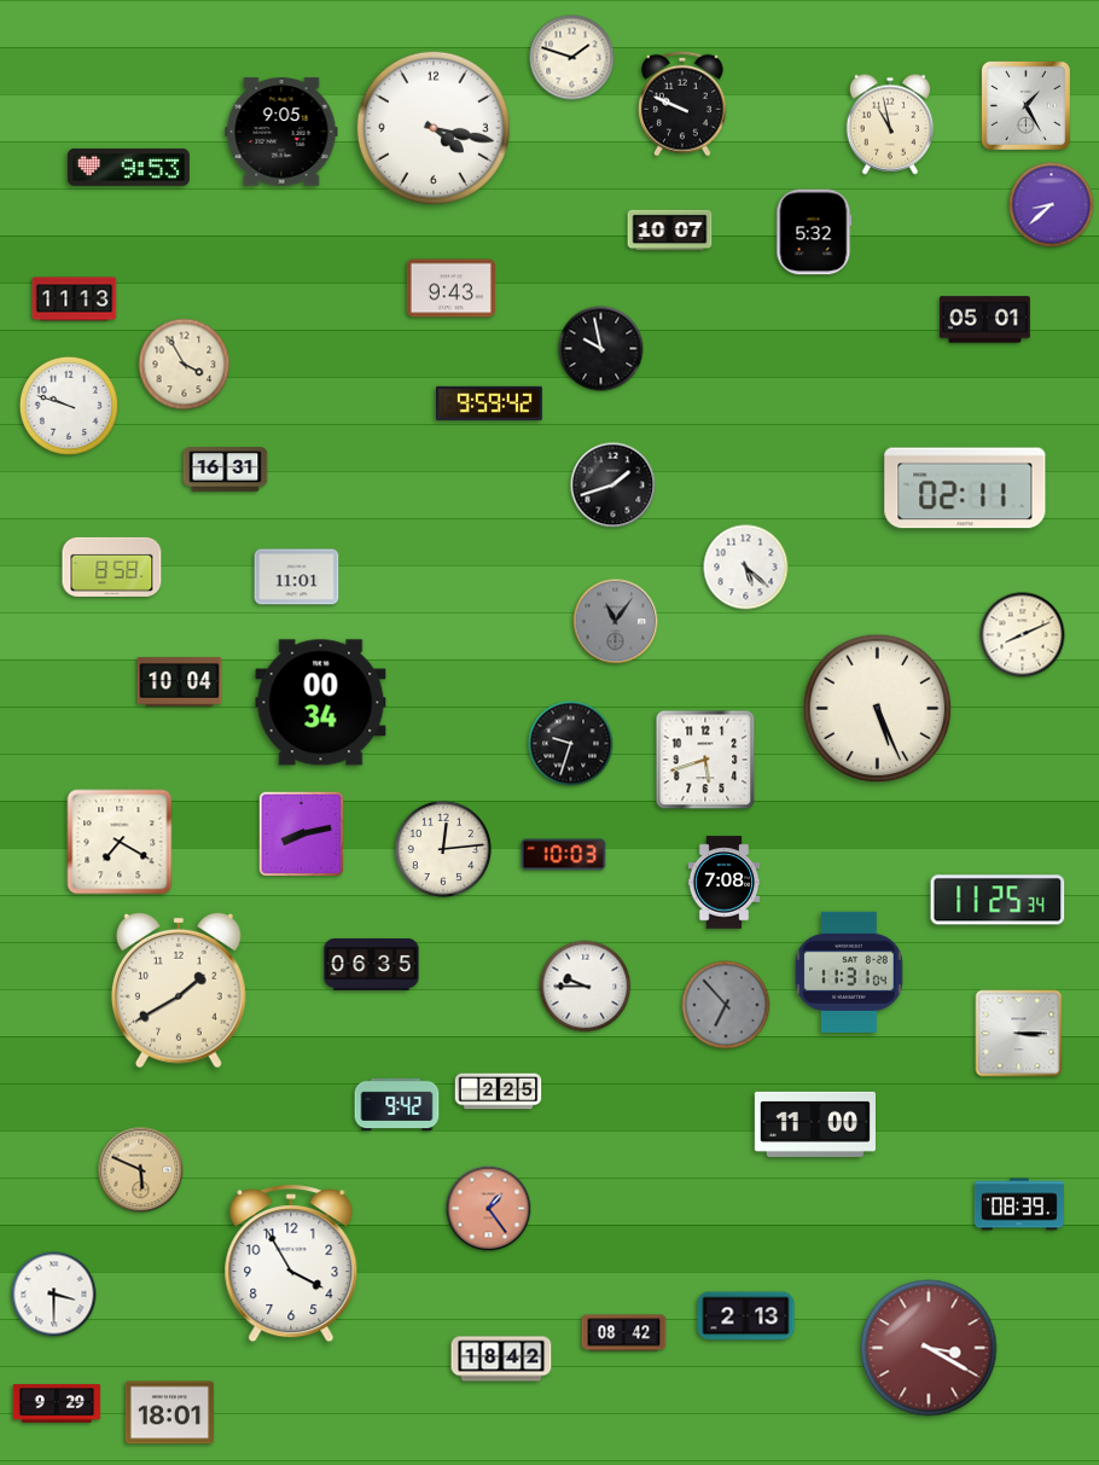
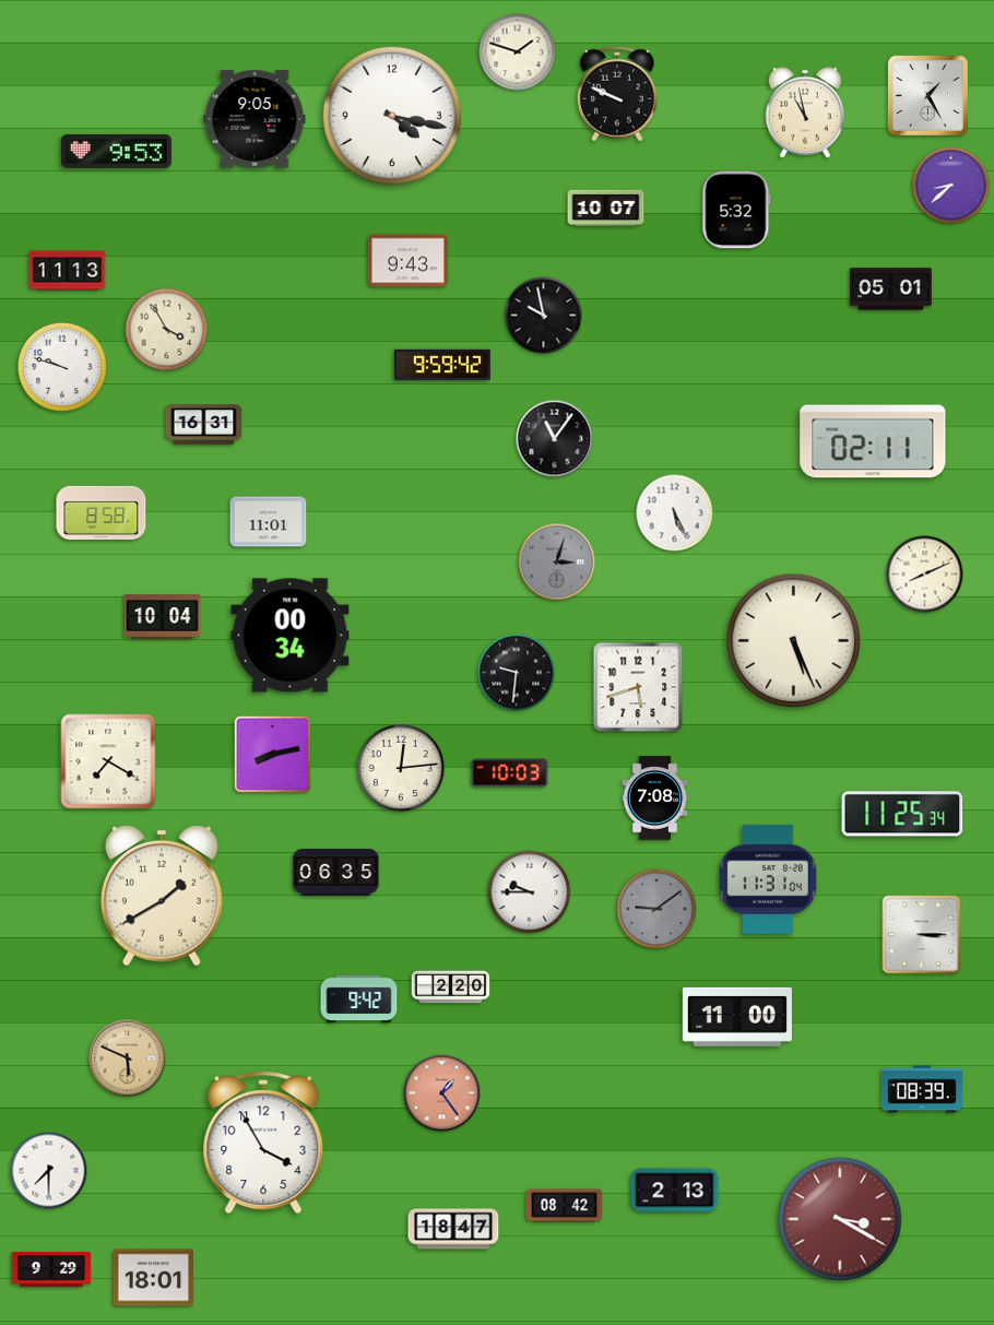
clock at (614, 486): 1:42 -> 11:06
clock at (746, 568): 5:22 -> 5:26
clock at (616, 622): 11:06 -> 3:03
clock at (571, 744): 9:33 -> 9:31
clock at (726, 1005): 6:53 -> 9:09
clock at (499, 1092): 2:25 -> 2:20
clock at (54, 1295): 3:30 -> 7:30
clock at (501, 1359): 18:42 -> 18:47
